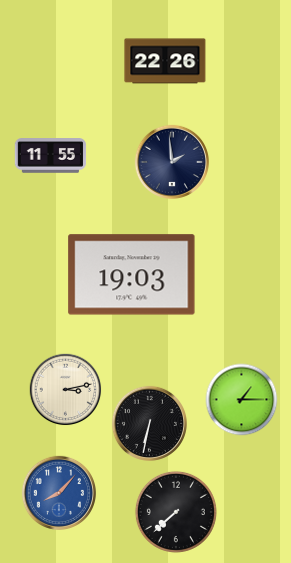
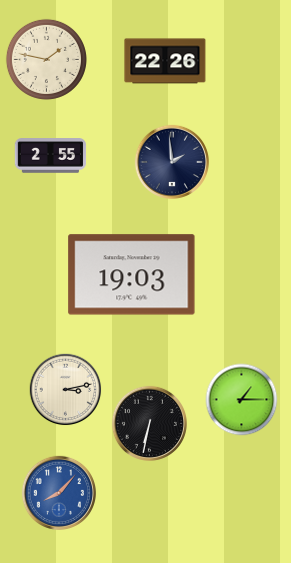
clock at (46, 59): none -> 1:47
clock at (51, 156): 11:55 -> 2:55
clock at (176, 512): 7:38 -> none
